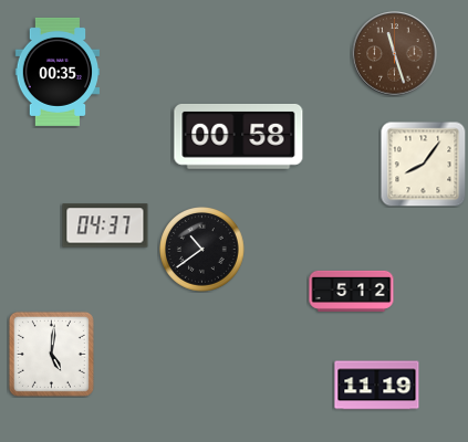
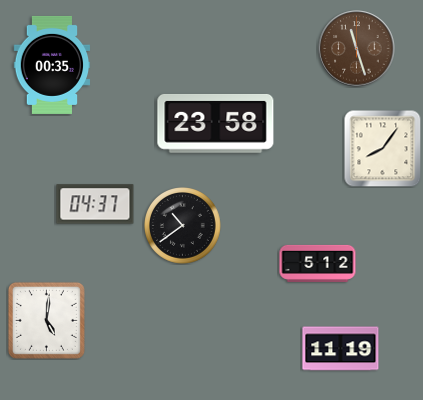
clock at (239, 136): 00:58 -> 23:58
